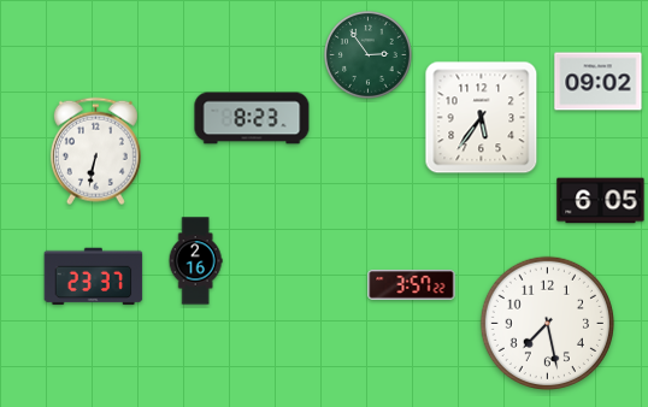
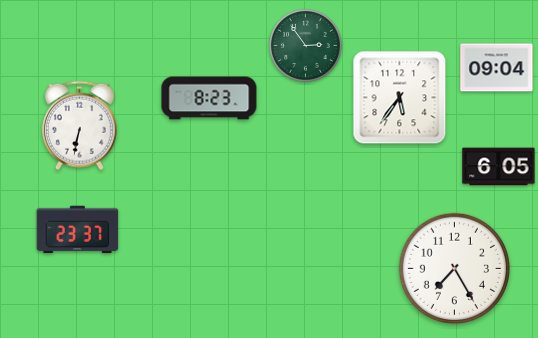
clock at (599, 82): 09:02 -> 09:04
clock at (195, 261): 2:16 -> none
clock at (412, 285): 3:57 -> none
clock at (547, 323): 7:28 -> 7:25
